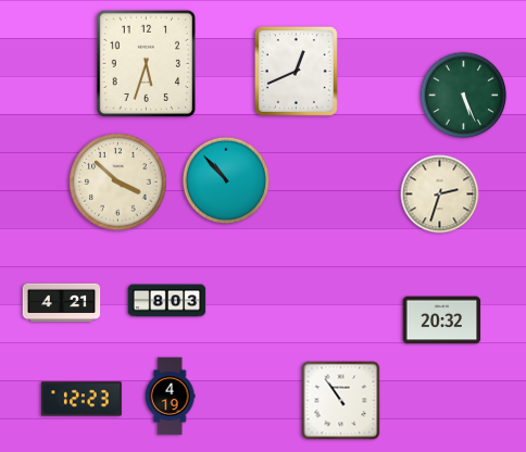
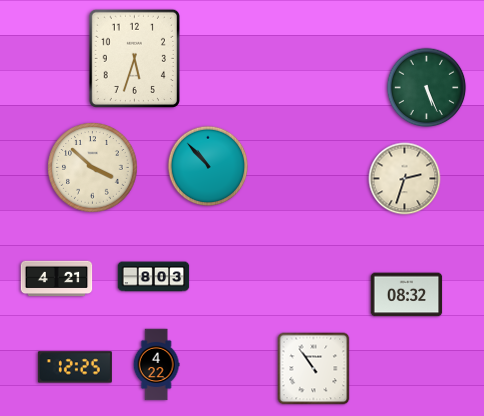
clock at (296, 71): 12:41 -> none
clock at (118, 183) position: (118, 183) -> (93, 168)
clock at (442, 321): 20:32 -> 08:32
clock at (170, 397): 4:19 -> 4:22
clock at (82, 399): 12:23 -> 12:25
